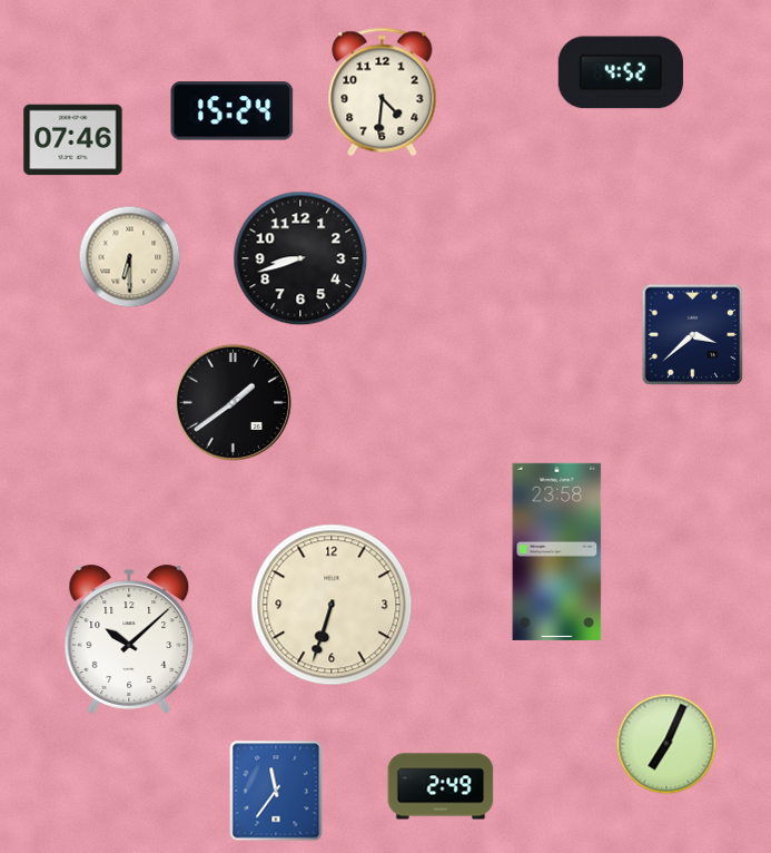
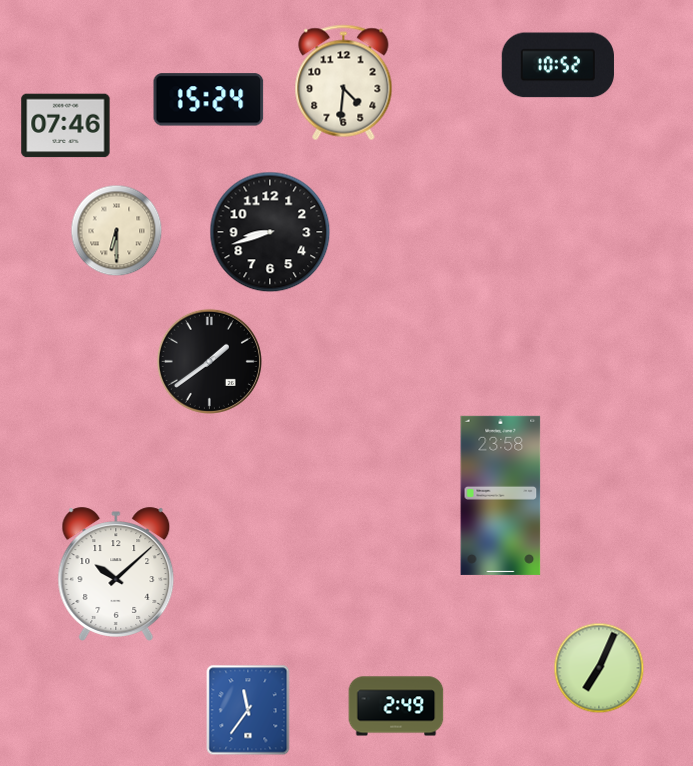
clock at (621, 72): 4:52 -> 10:52
clock at (693, 335): 3:38 -> none
clock at (332, 605): 6:33 -> none
